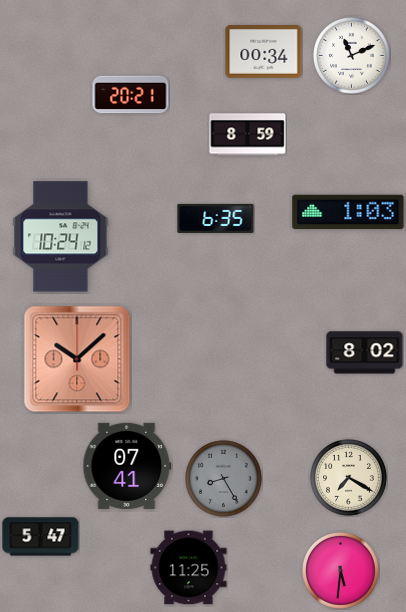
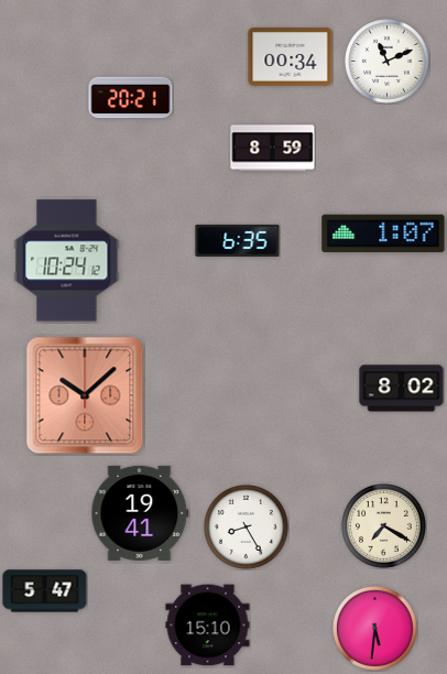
clock at (131, 95) position: (131, 95) -> (131, 98)
clock at (348, 212): 1:03 -> 1:07
clock at (127, 466): 07:41 -> 19:41
clock at (224, 479) dial: grey -> white
clock at (189, 568): 11:25 -> 15:10
